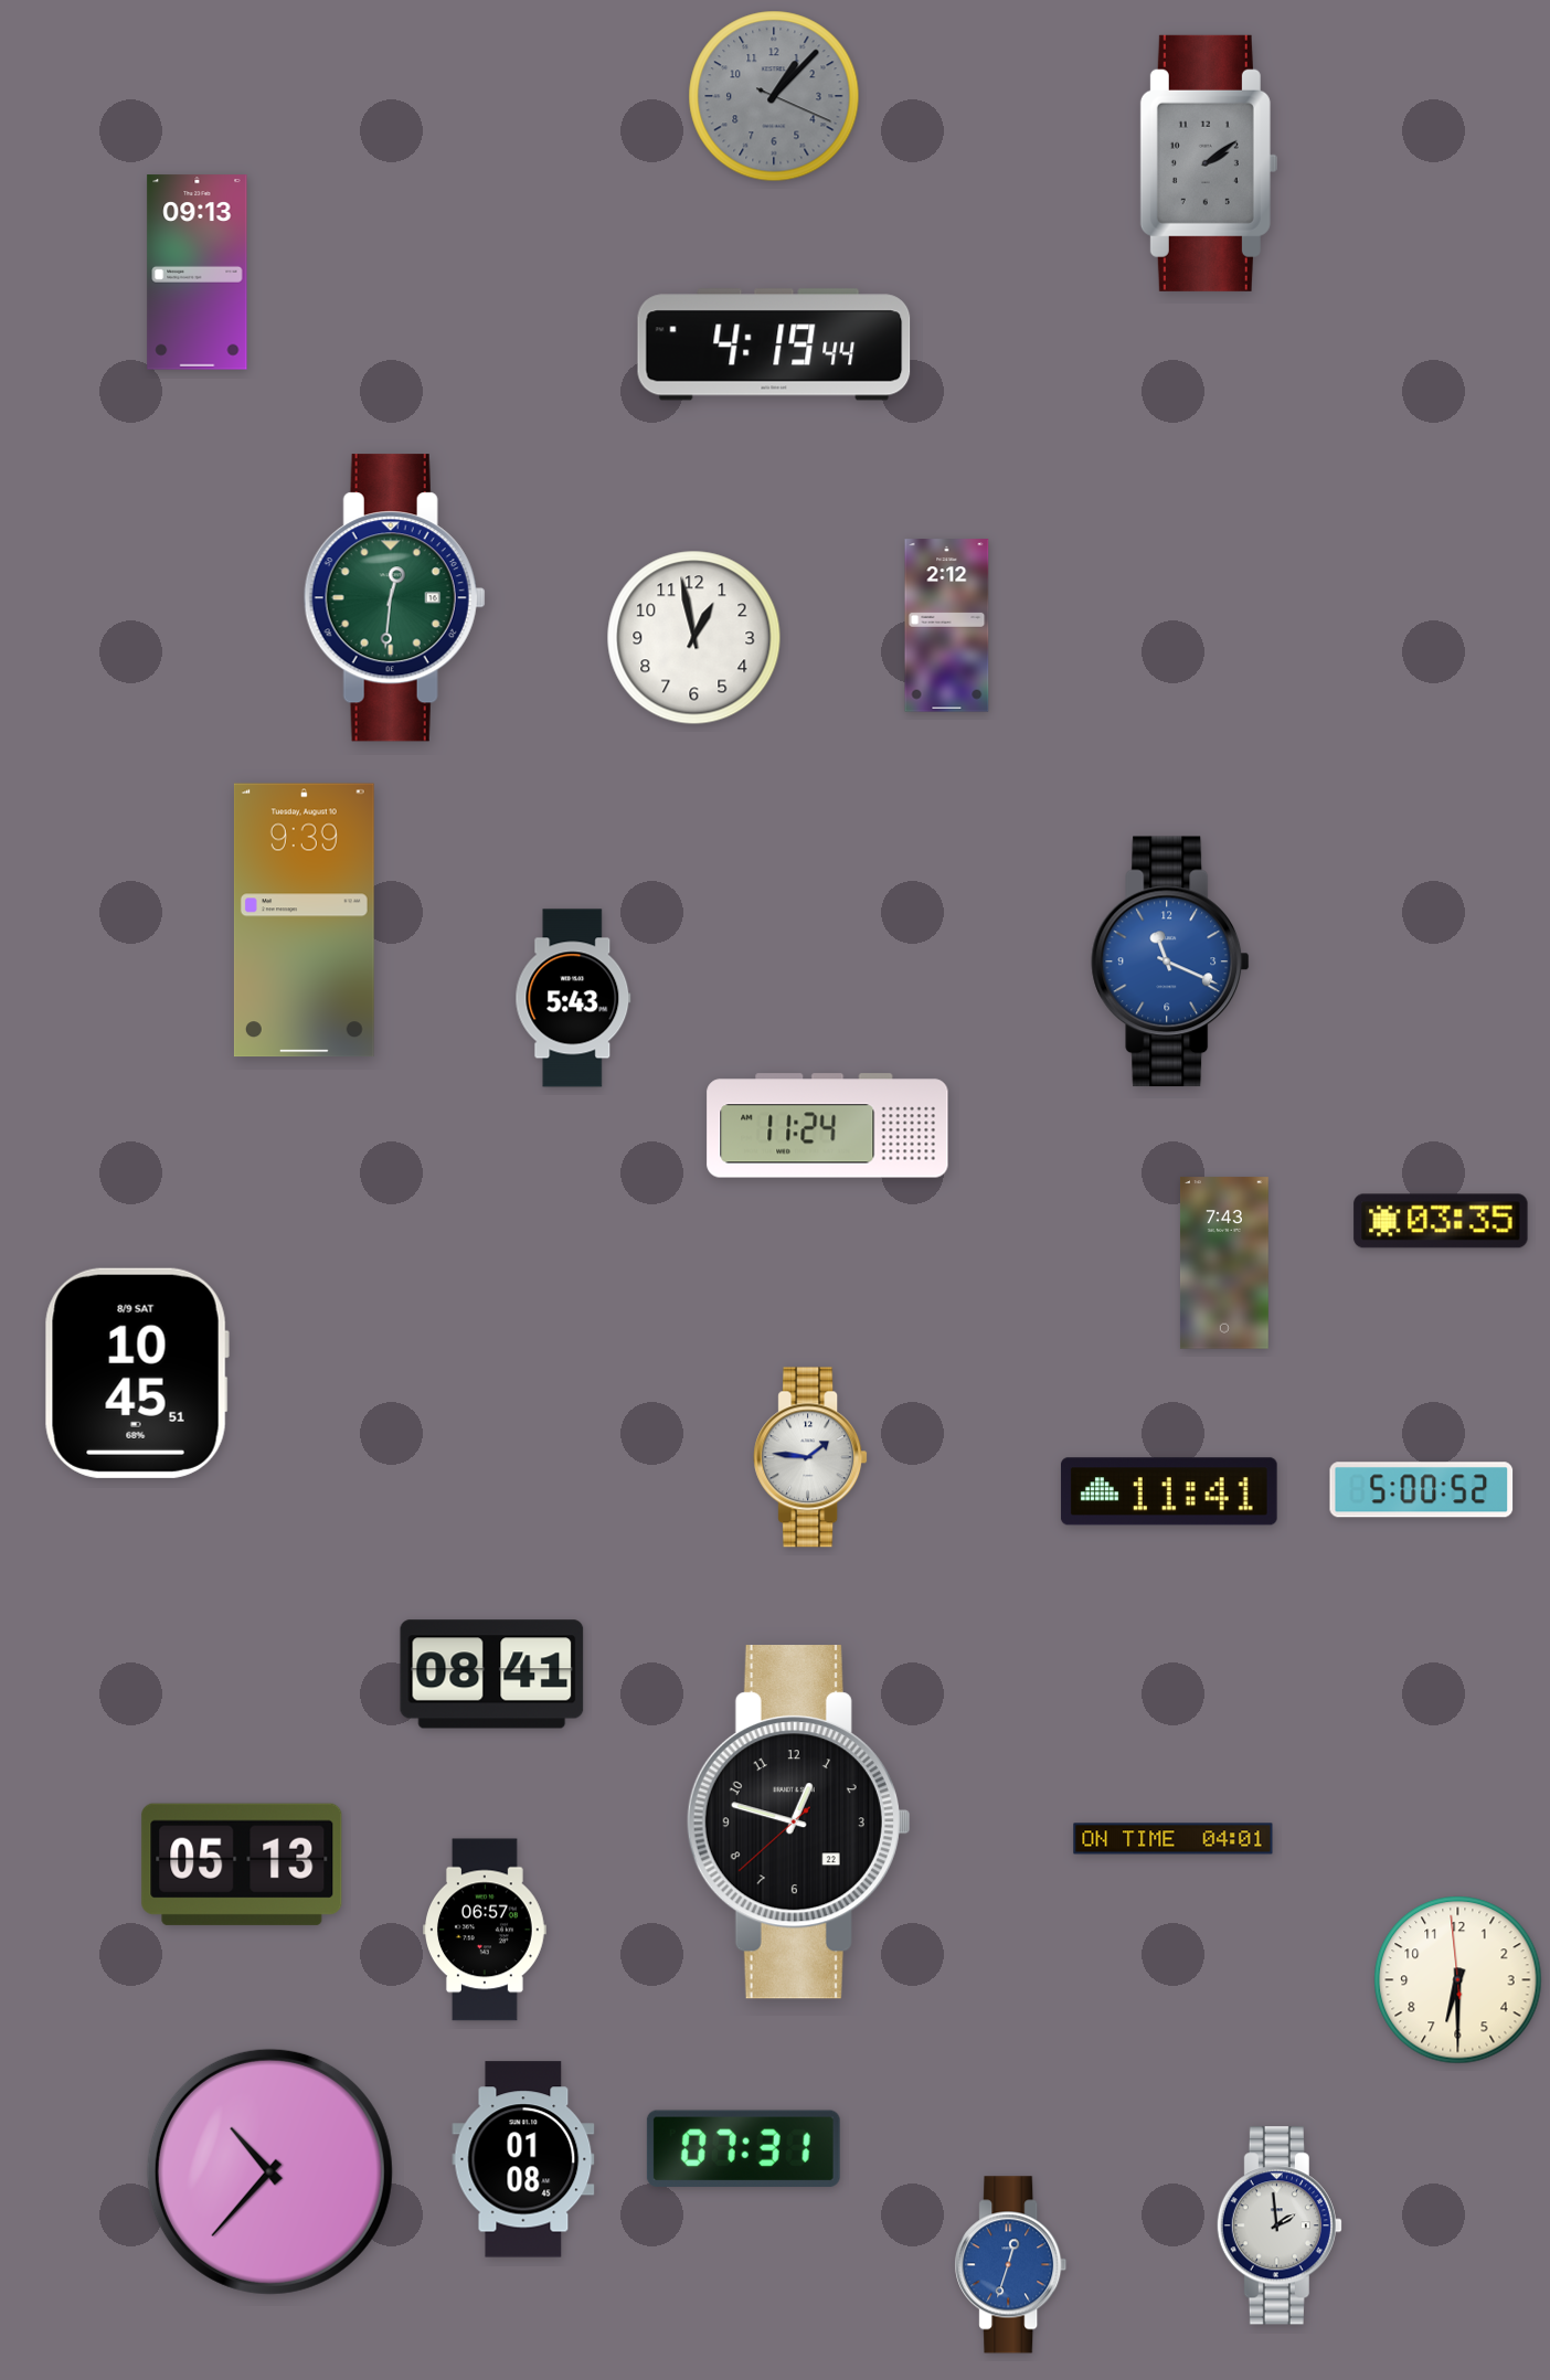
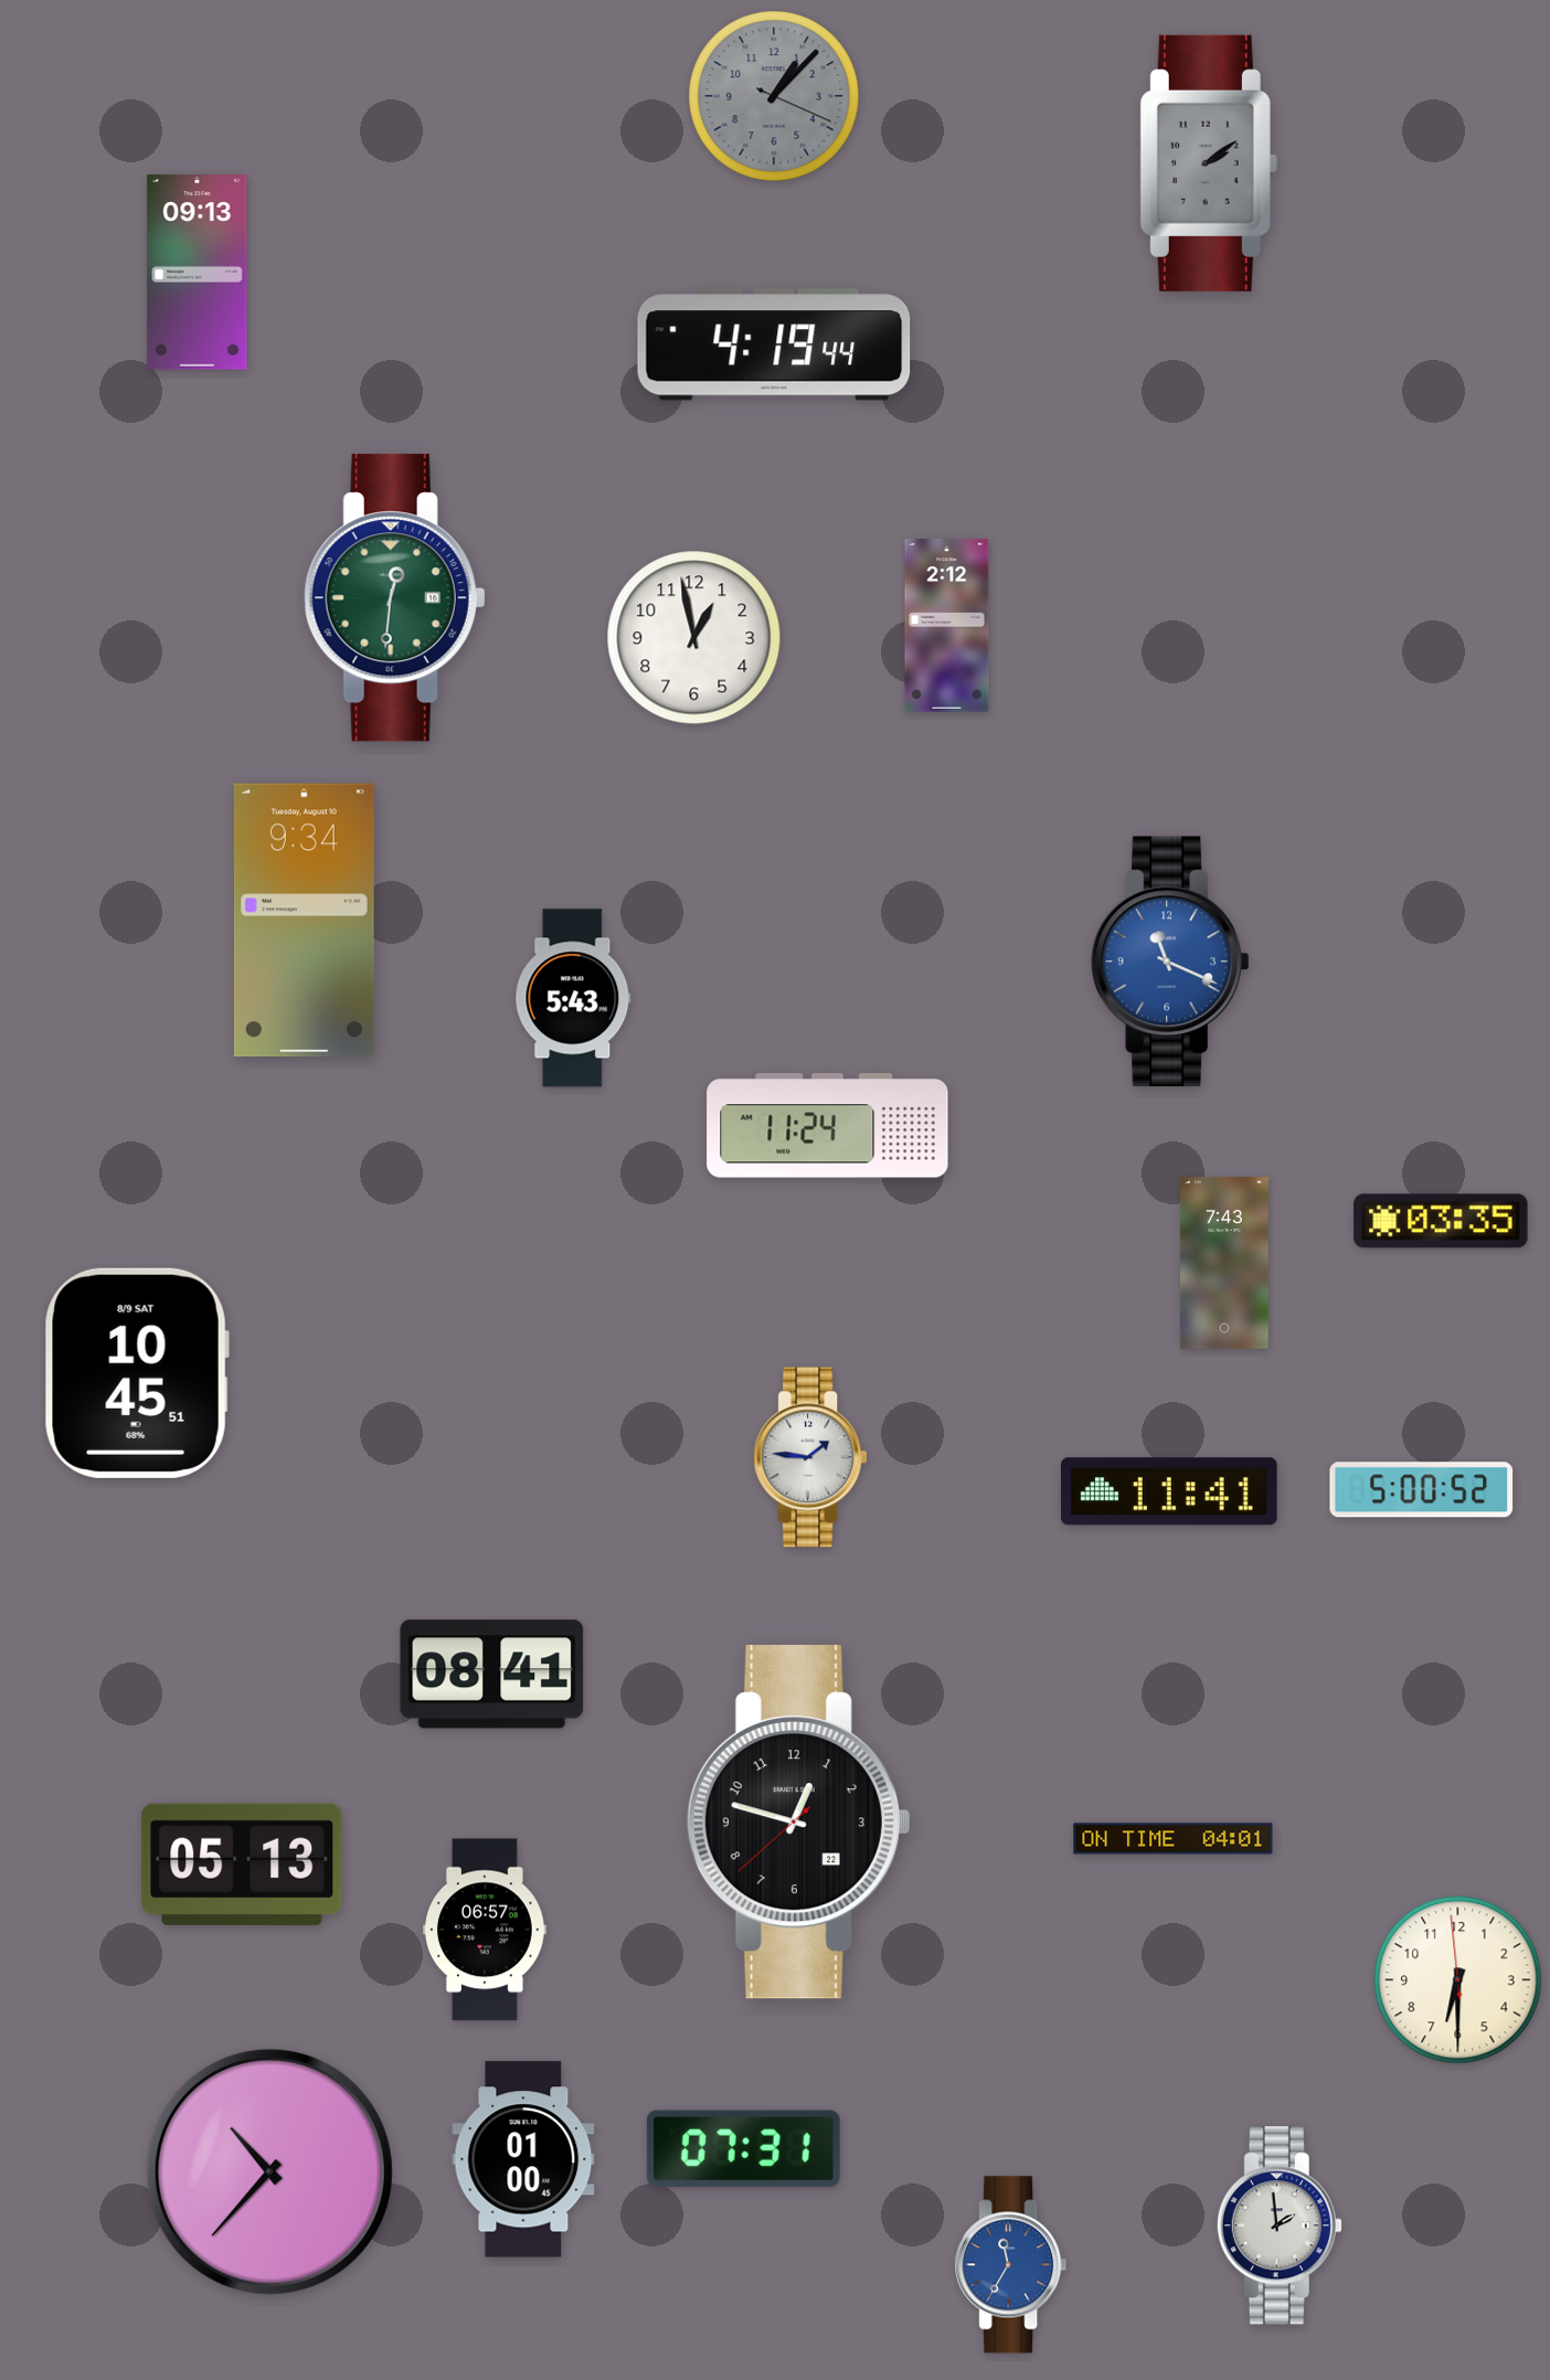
clock at (304, 921): 9:39 -> 9:34
clock at (523, 2159): 01:08 -> 01:00
clock at (1011, 2265): 12:33 -> 11:35
